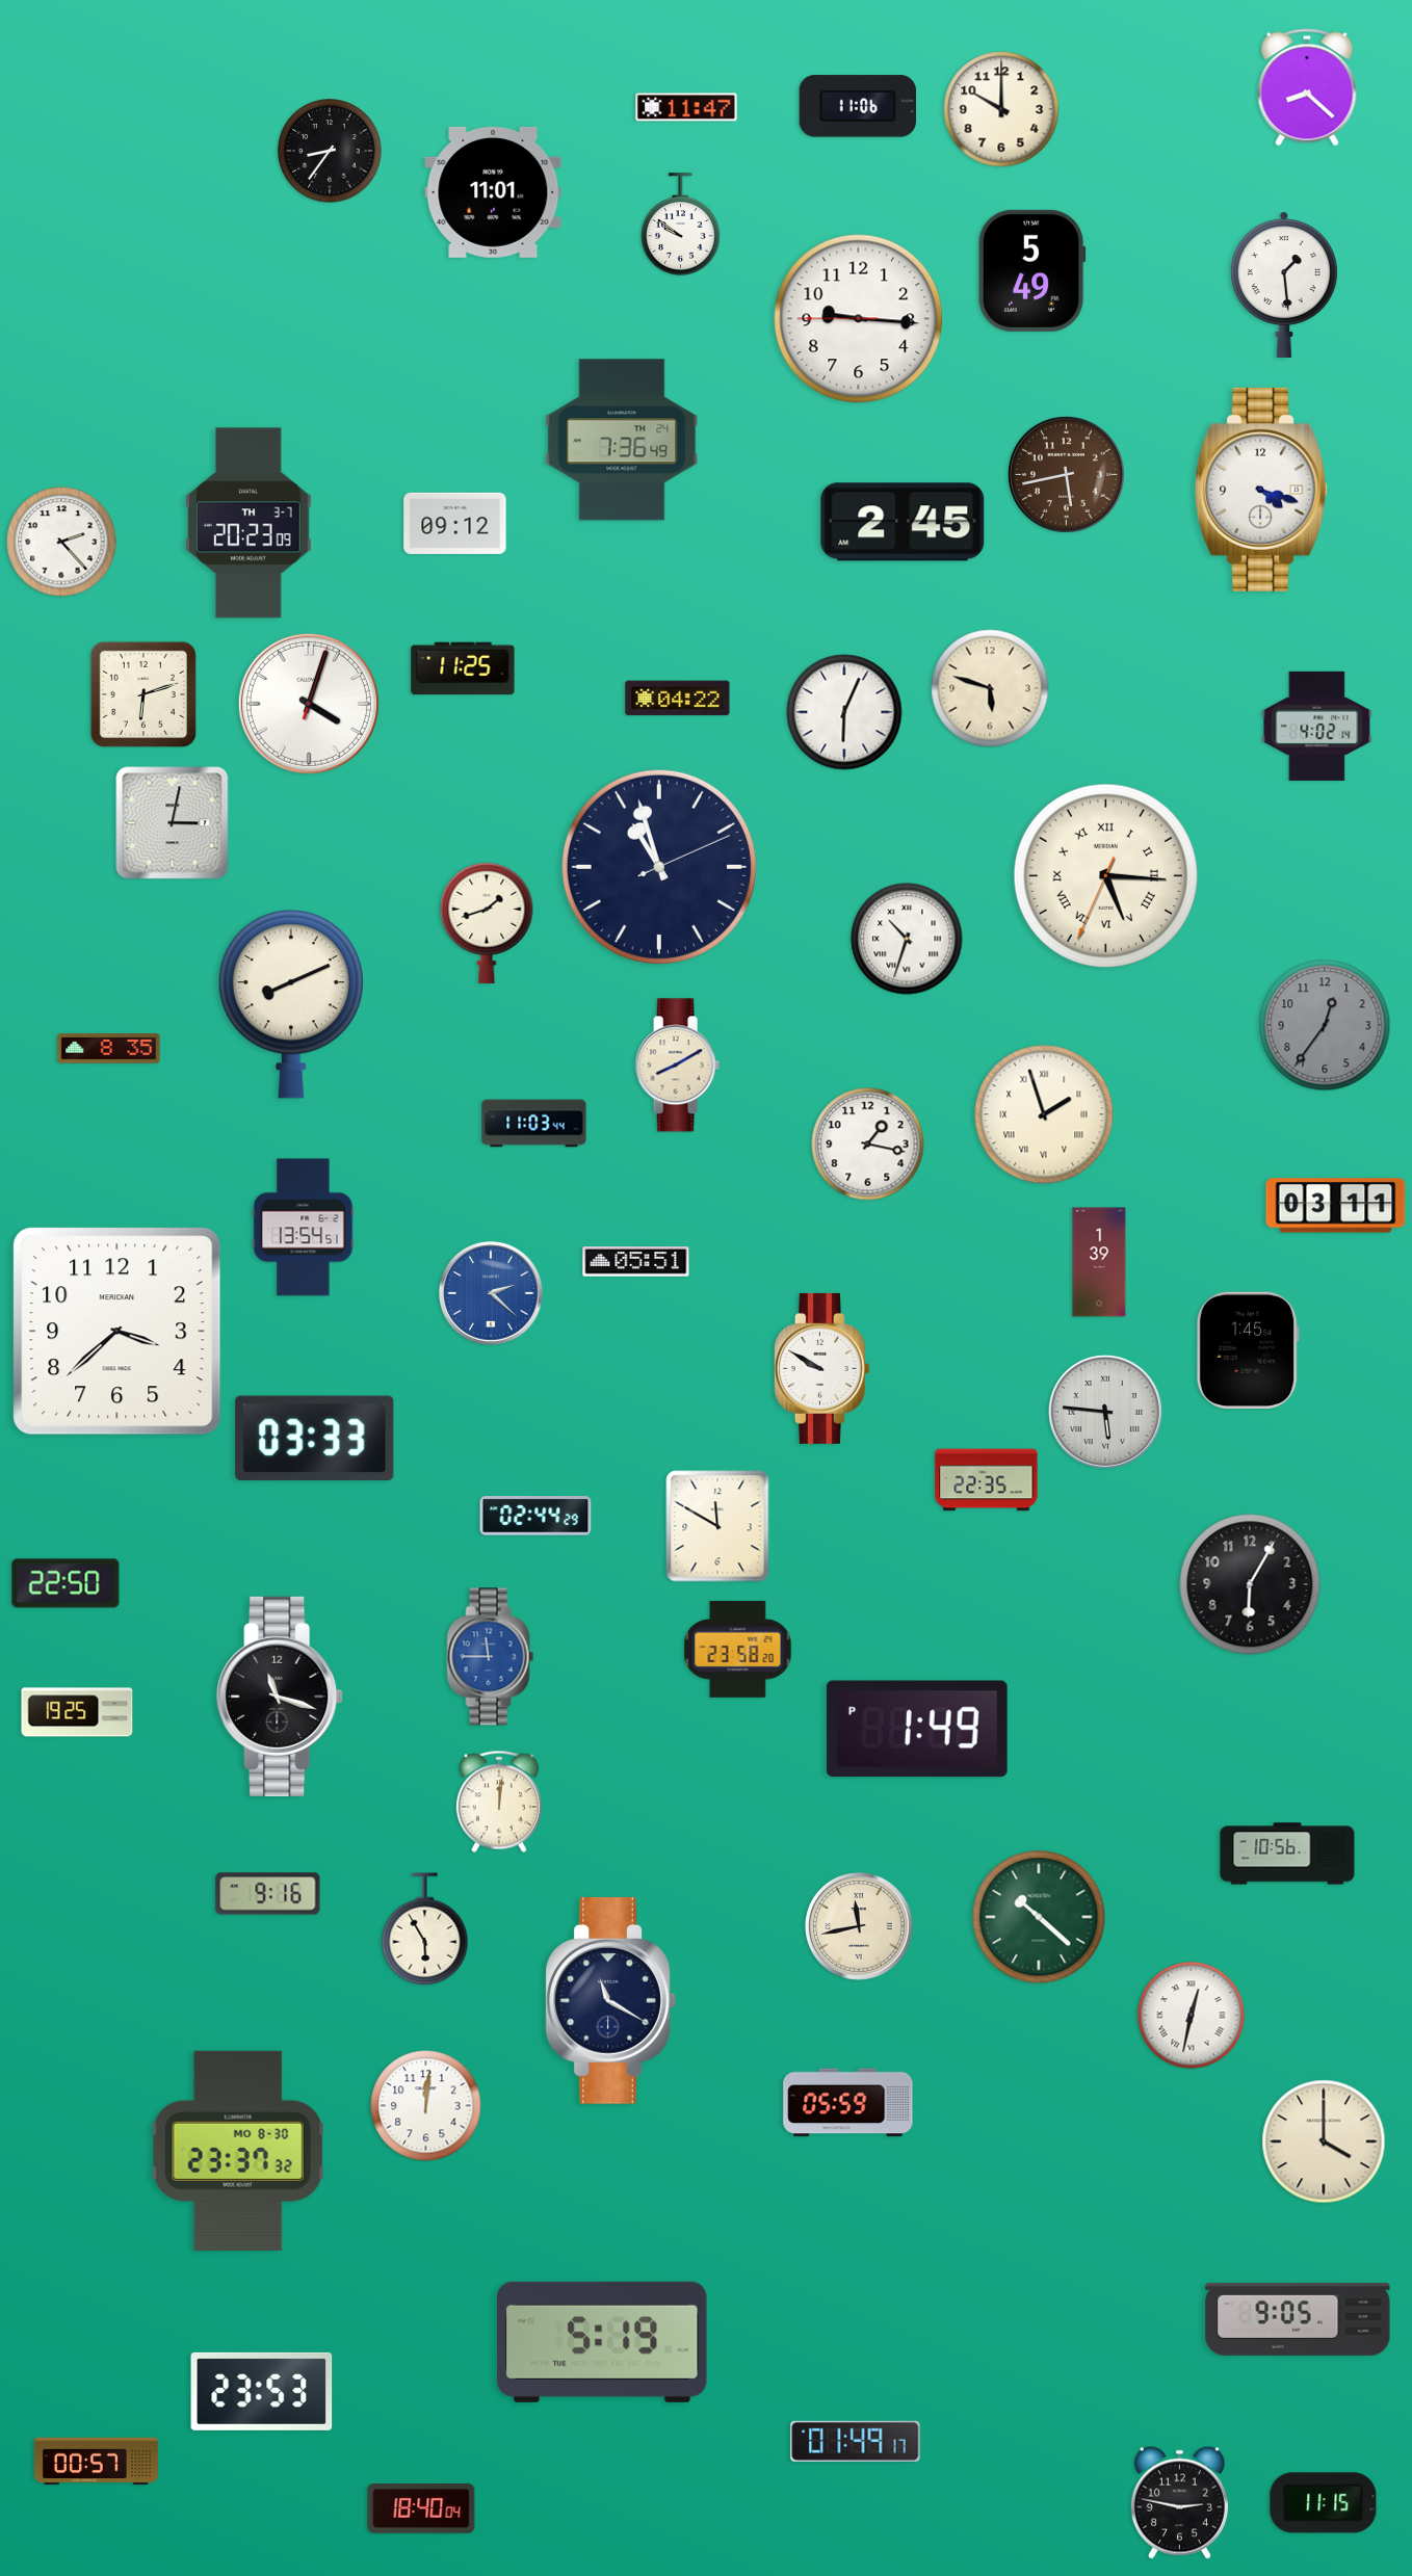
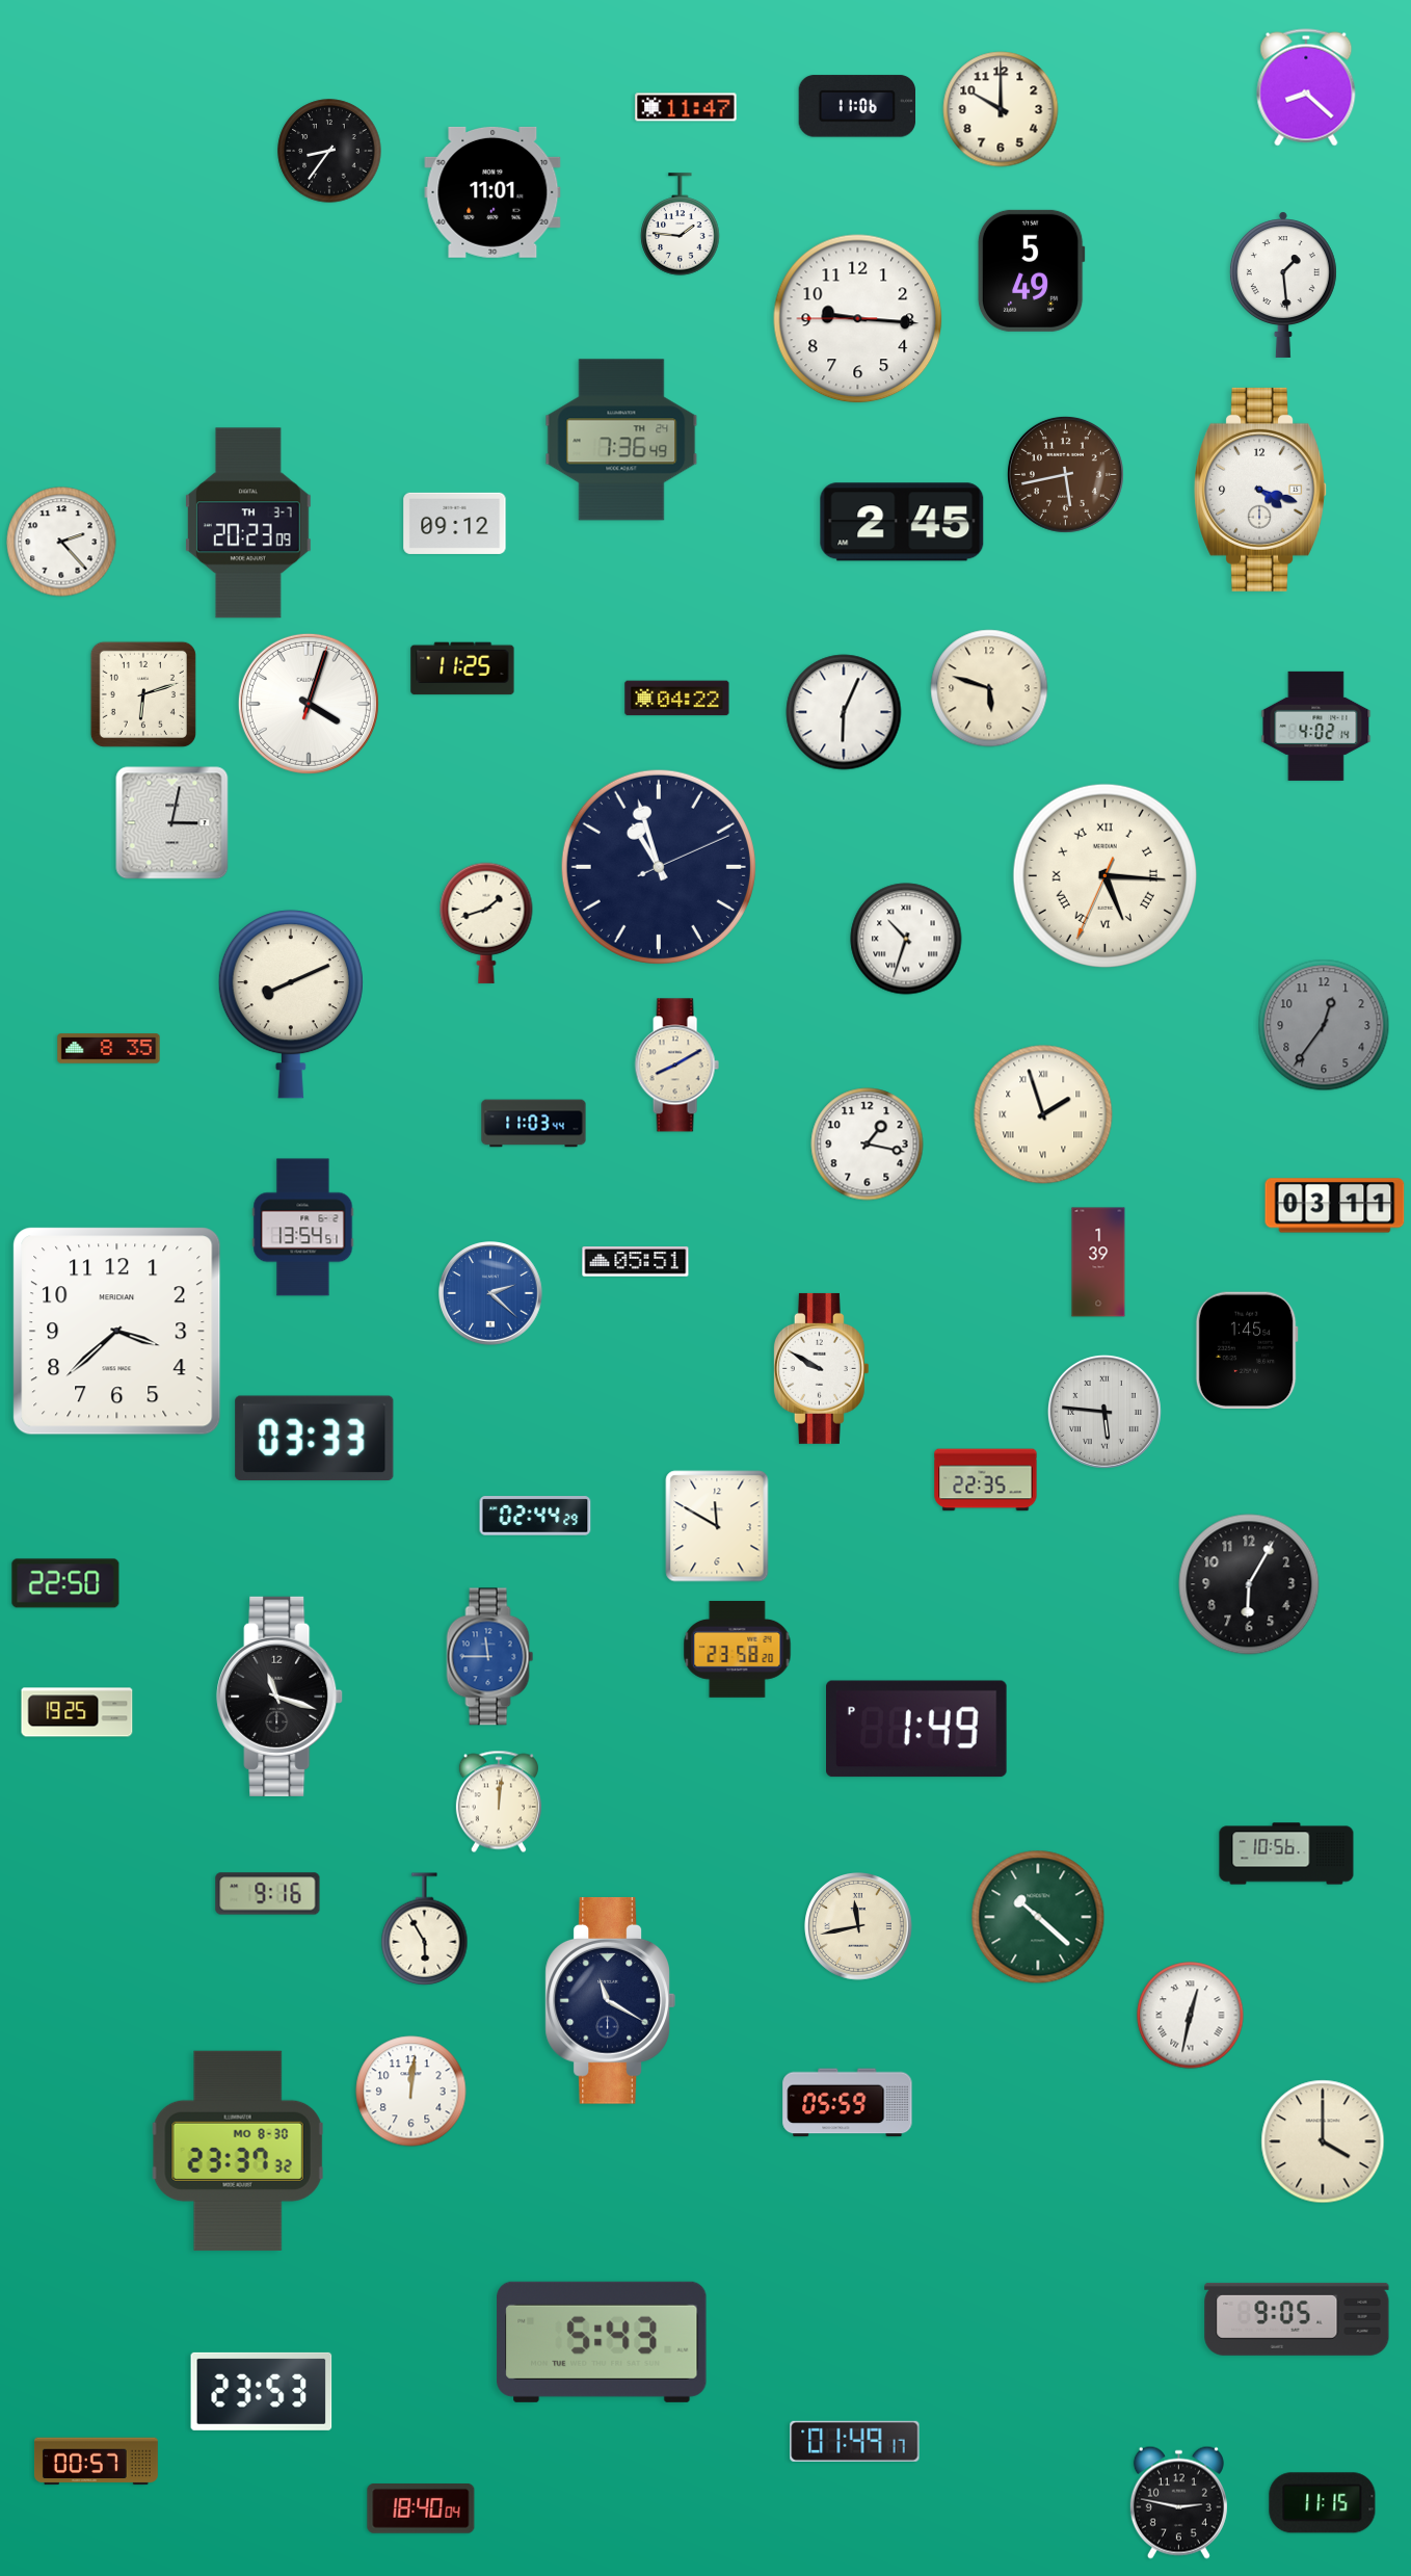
clock at (681, 225): 9:51 -> 1:46
clock at (426, 2106) position: (426, 2106) -> (411, 2092)
clock at (602, 2342): 5:19 -> 5:43
